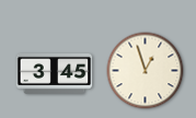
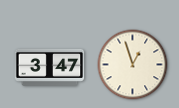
clock at (55, 73): 3:45 -> 3:47
